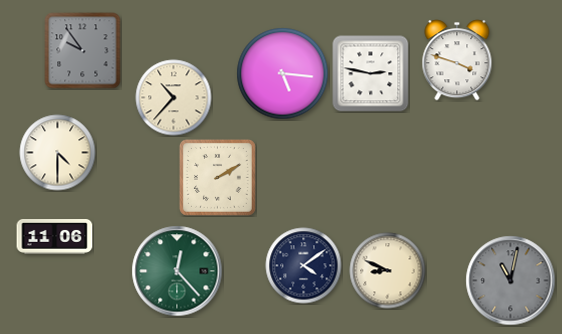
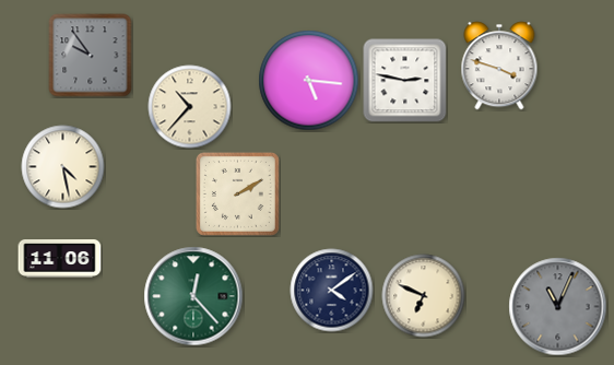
clock at (58, 153): 4:30 -> 4:28
clock at (388, 271): 8:49 -> 6:49
clock at (511, 281): 11:02 -> 11:04
